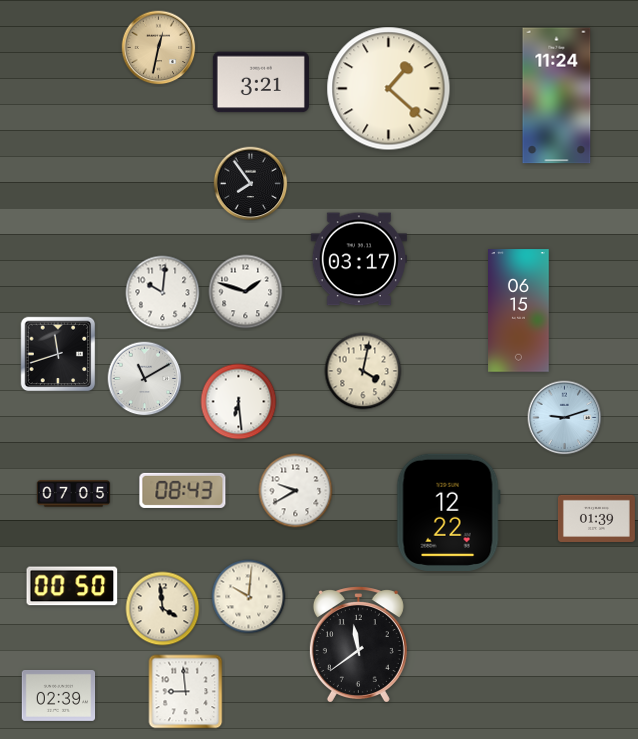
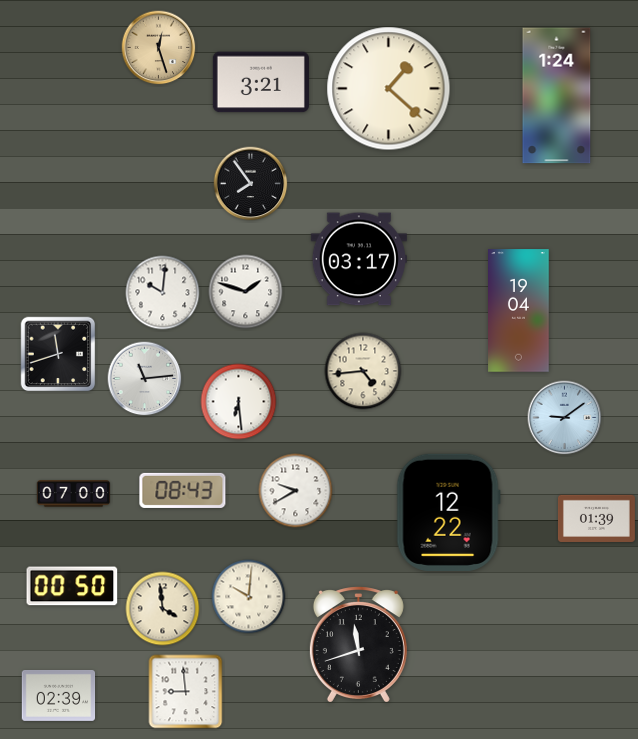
clock at (159, 48): 12:32 -> 12:27
clock at (557, 96): 11:24 -> 1:24
clock at (519, 311): 06:15 -> 19:04
clock at (363, 371): 4:02 -> 4:44
clock at (145, 379): 11:10 -> 11:14
clock at (565, 418): 9:12 -> 9:09
clock at (74, 494): 07:05 -> 07:00
clock at (358, 645): 11:39 -> 11:42
